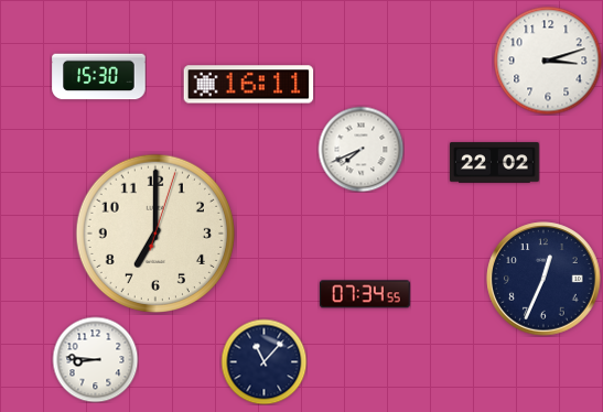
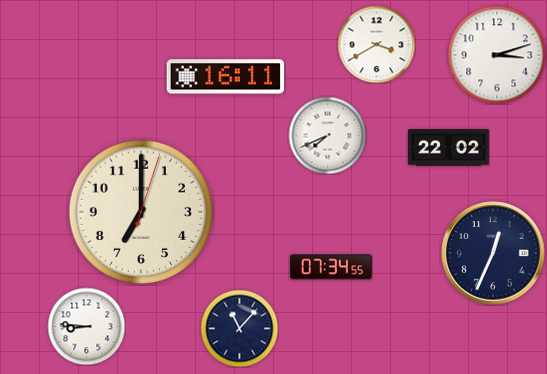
clock at (376, 44): none -> 3:40
clock at (99, 77): 15:30 -> none
